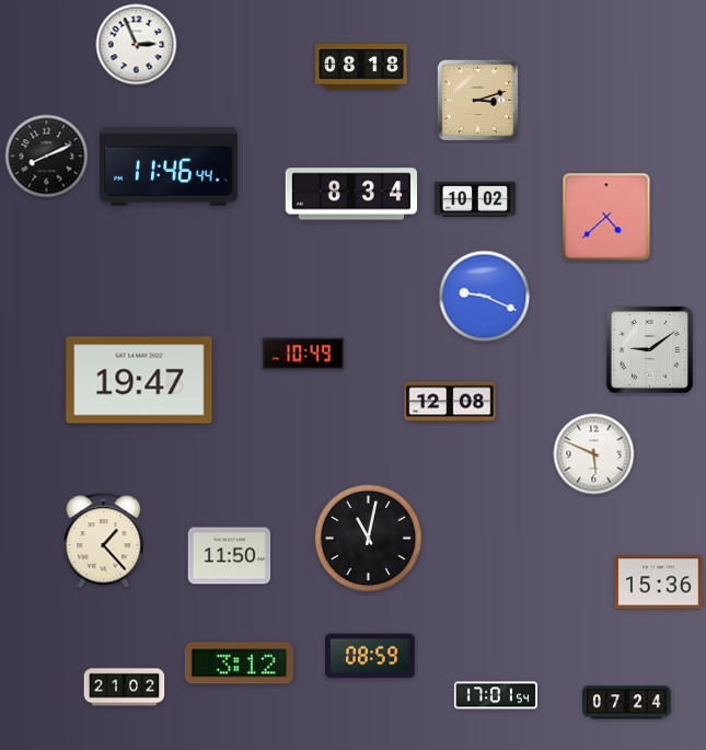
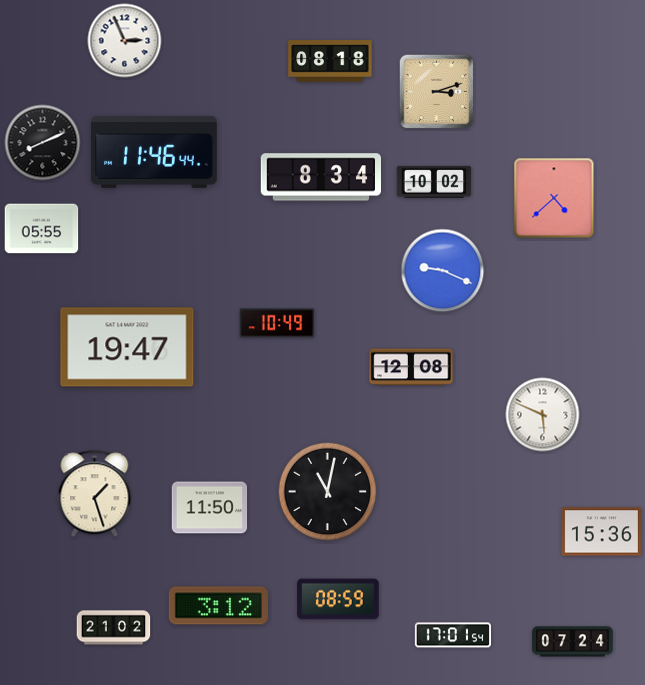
clock at (42, 229): none -> 05:55
clock at (649, 349): 9:09 -> none
clock at (369, 539) position: (369, 539) -> (328, 492)
clock at (104, 541): 1:23 -> 1:27
